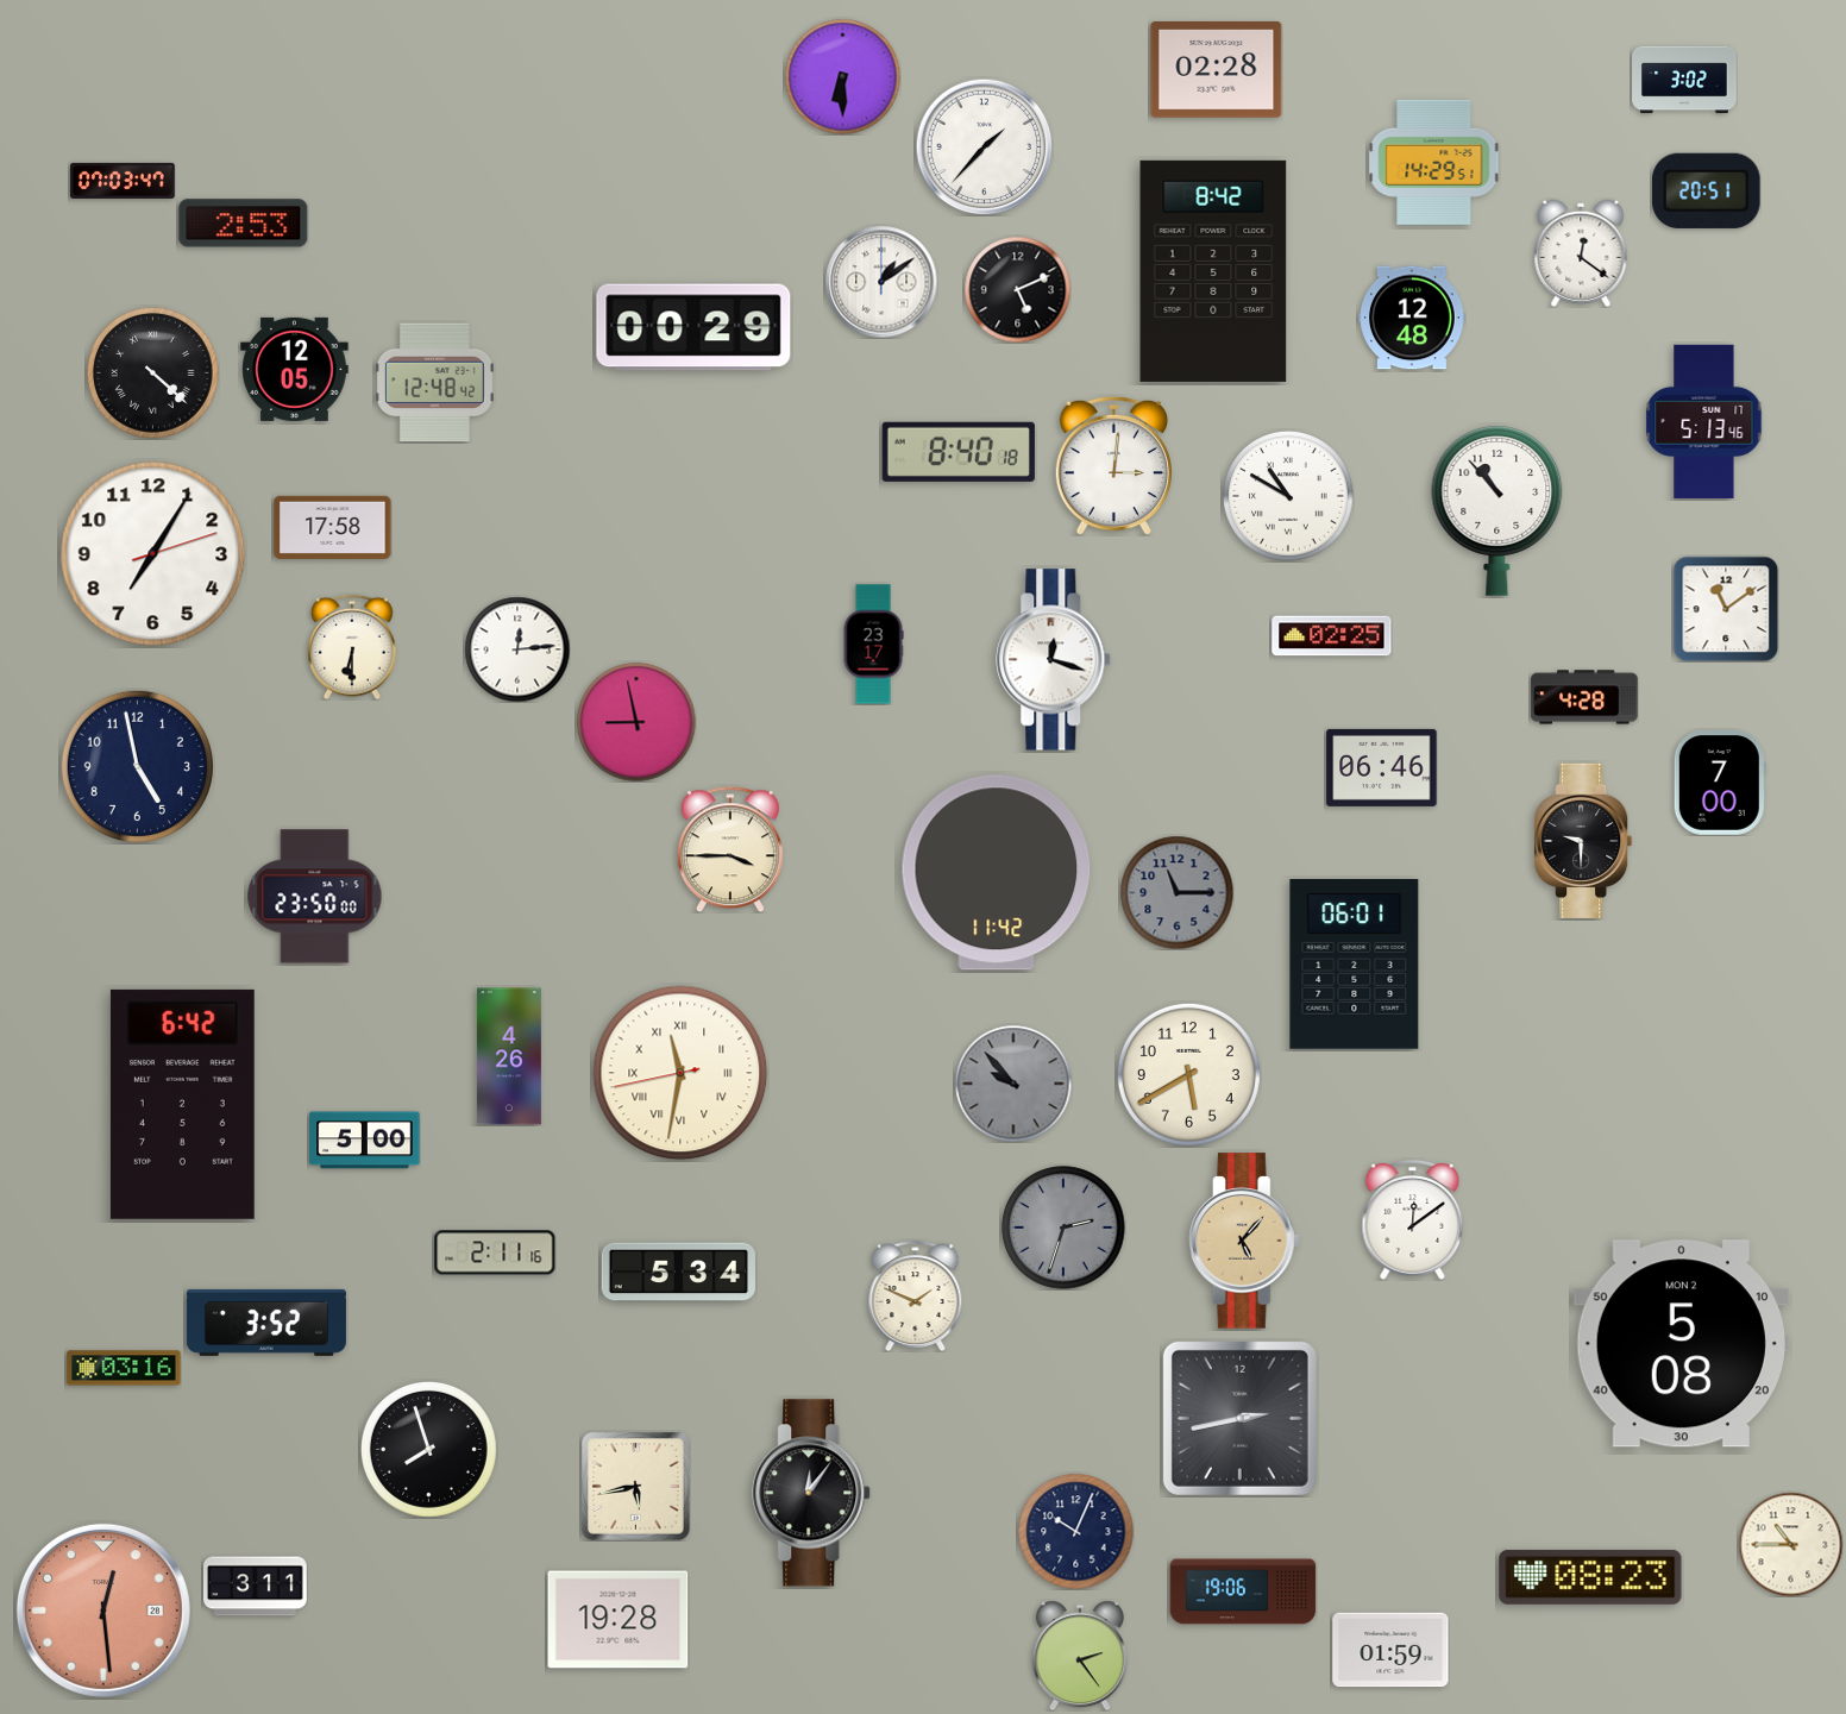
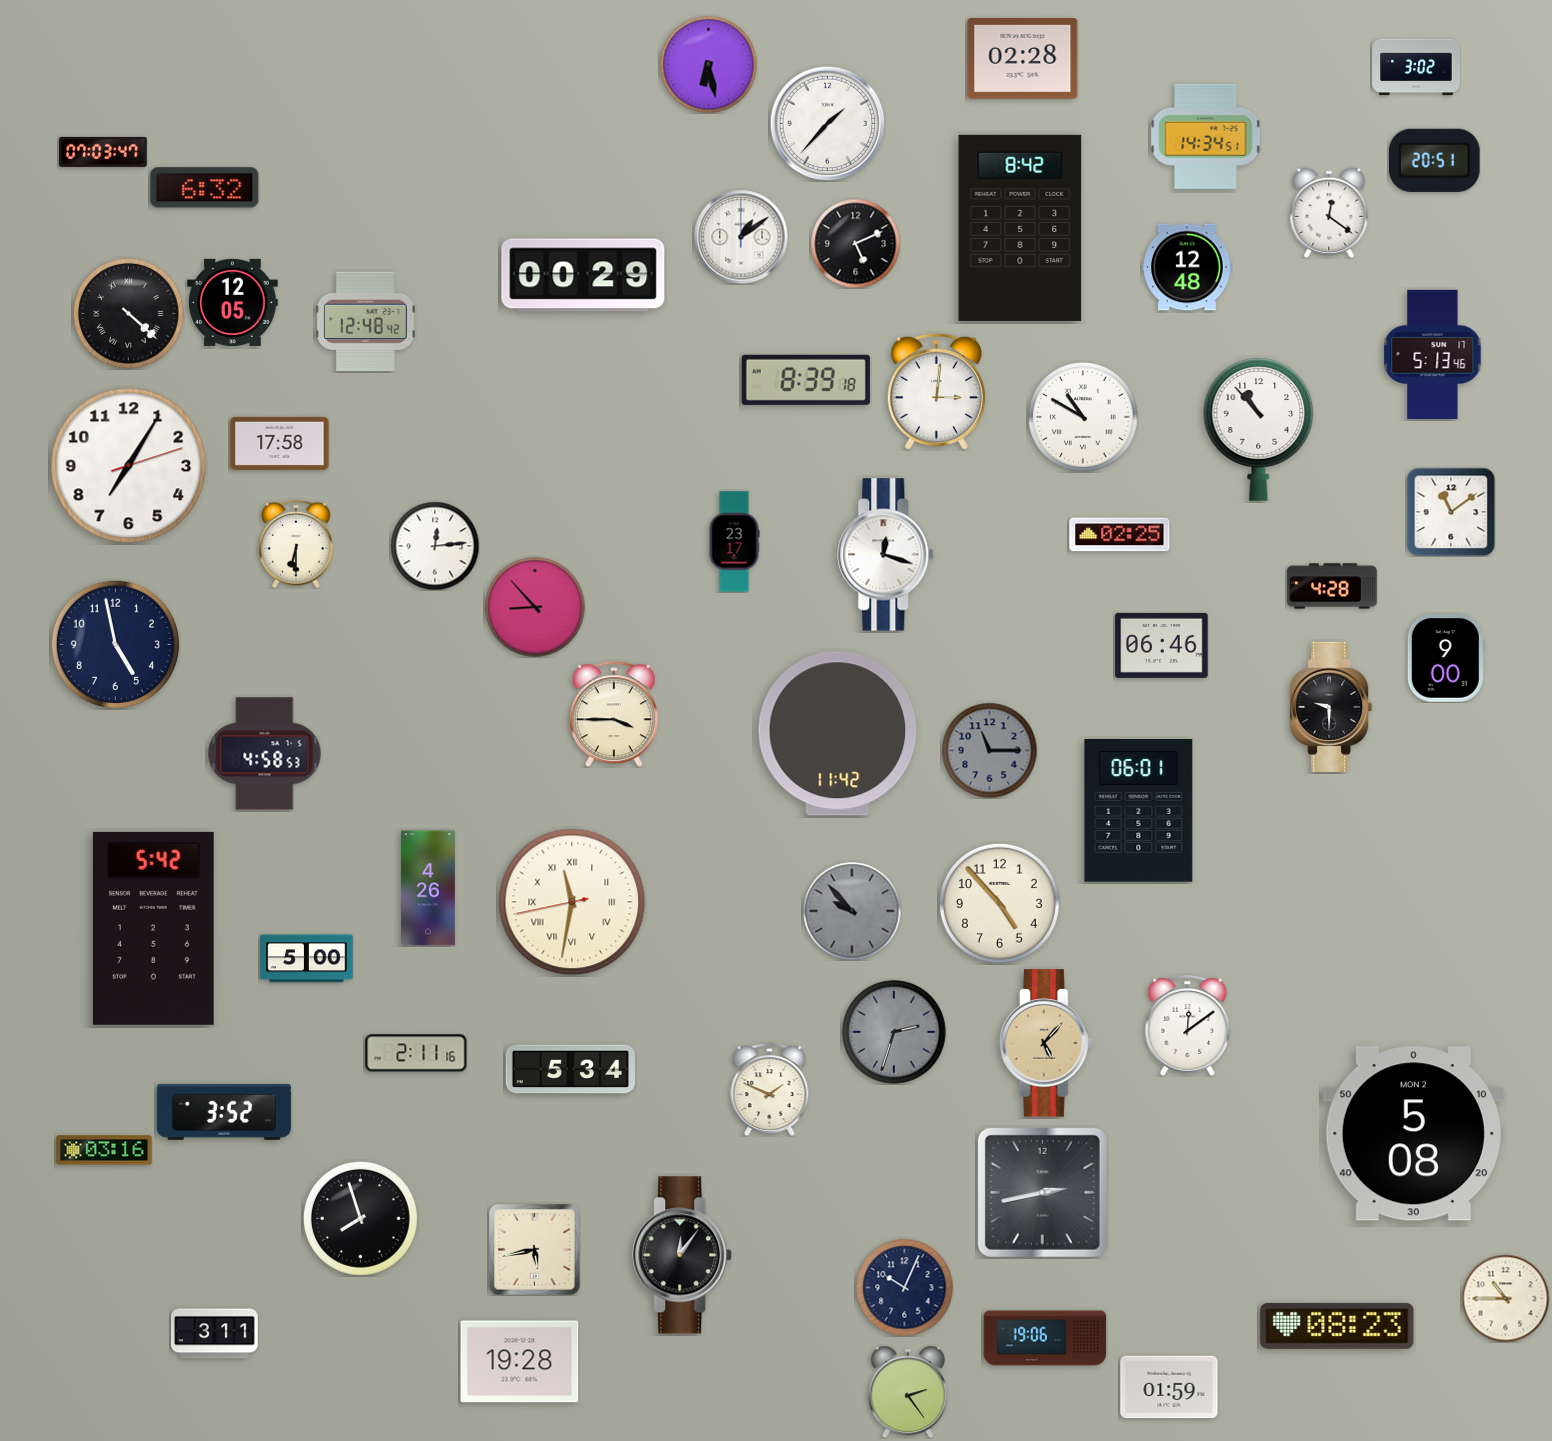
clock at (842, 76): 6:30 -> 6:28
clock at (1434, 162): 14:29 -> 14:34
clock at (244, 224): 2:53 -> 6:32
clock at (295, 369) position: (295, 369) -> (233, 302)
clock at (959, 452): 8:40 -> 8:39
clock at (636, 722): 8:58 -> 8:53
clock at (1720, 784): 7:00 -> 9:00
clock at (315, 897): 23:50 -> 4:58
clock at (1188, 1074): 5:40 -> 4:53
clock at (182, 1104): 6:42 -> 5:42
clock at (1681, 1344) position: (1681, 1344) -> (1413, 1134)
clock at (103, 1611): 12:29 -> none
